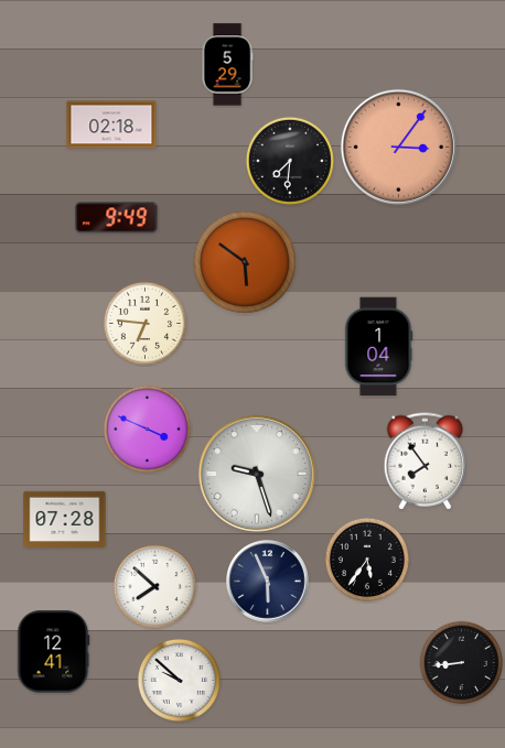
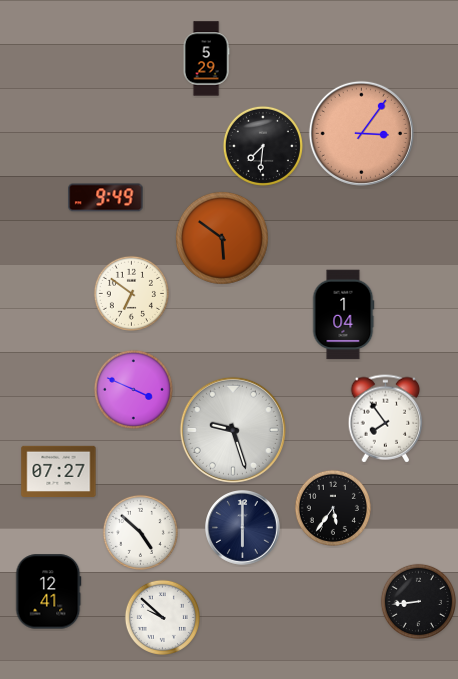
clock at (111, 124): 02:18 -> none
clock at (144, 323): 6:46 -> 6:51
clock at (65, 520): 07:28 -> 07:27
clock at (268, 582): 5:56 -> 6:00
clock at (154, 586): 7:52 -> 4:52
